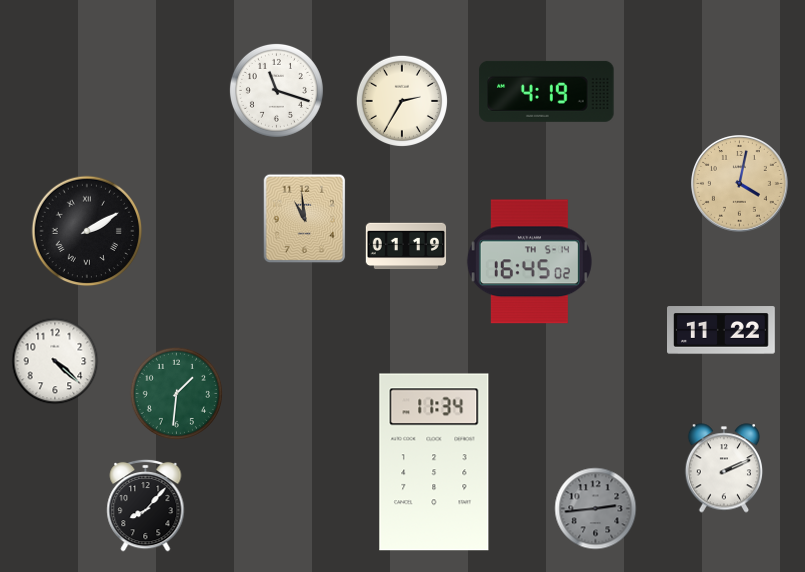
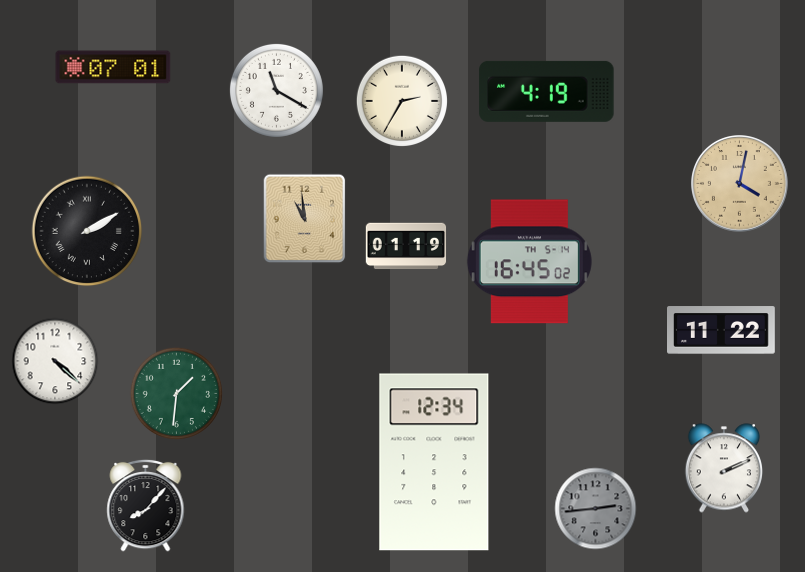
clock at (113, 67): none -> 07:01
clock at (276, 90): 11:18 -> 11:20
clock at (434, 462): 11:34 -> 12:34
